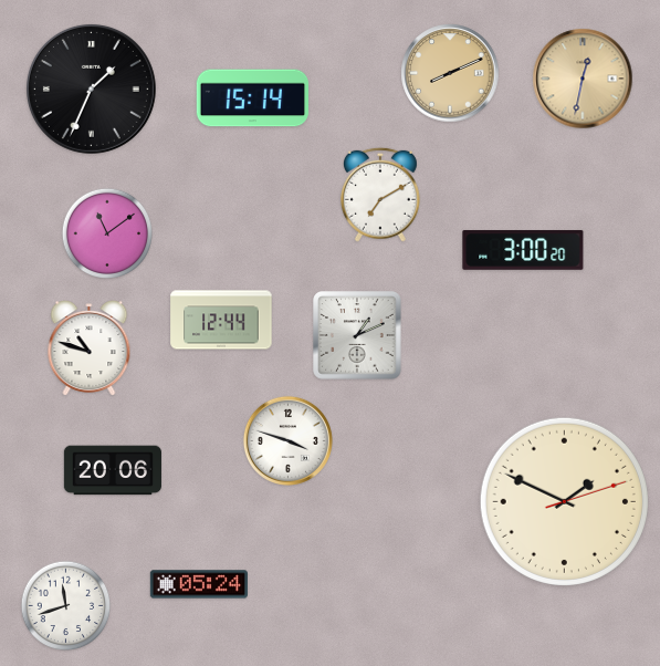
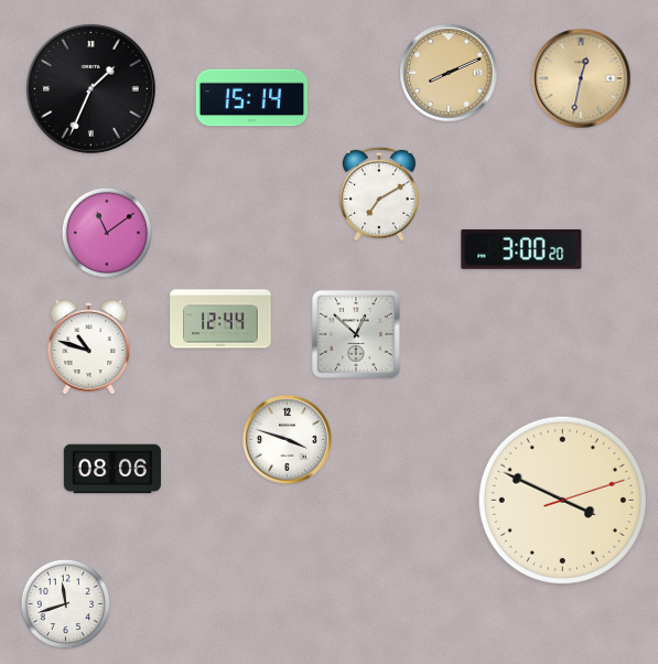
clock at (357, 335): 1:11 -> 12:52
clock at (113, 470): 20:06 -> 08:06
clock at (564, 501): 1:49 -> 3:49
clock at (199, 584): 05:24 -> none
